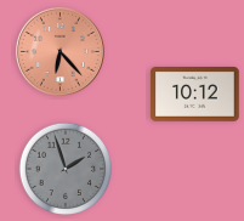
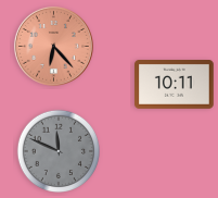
clock at (195, 95): 10:12 -> 10:11
clock at (64, 168): 1:57 -> 11:49
